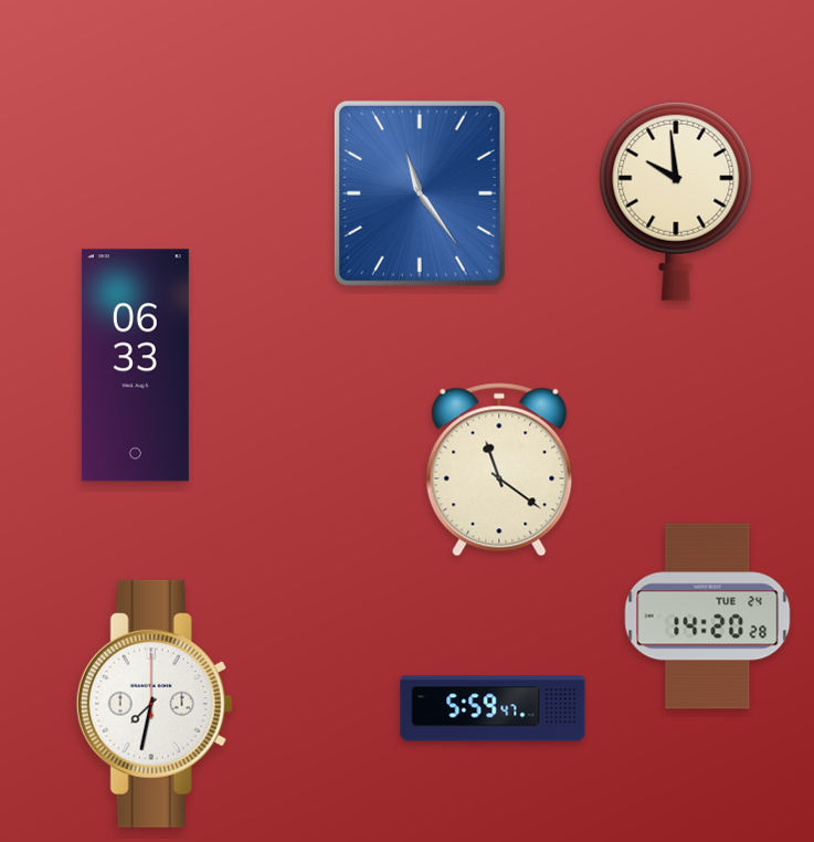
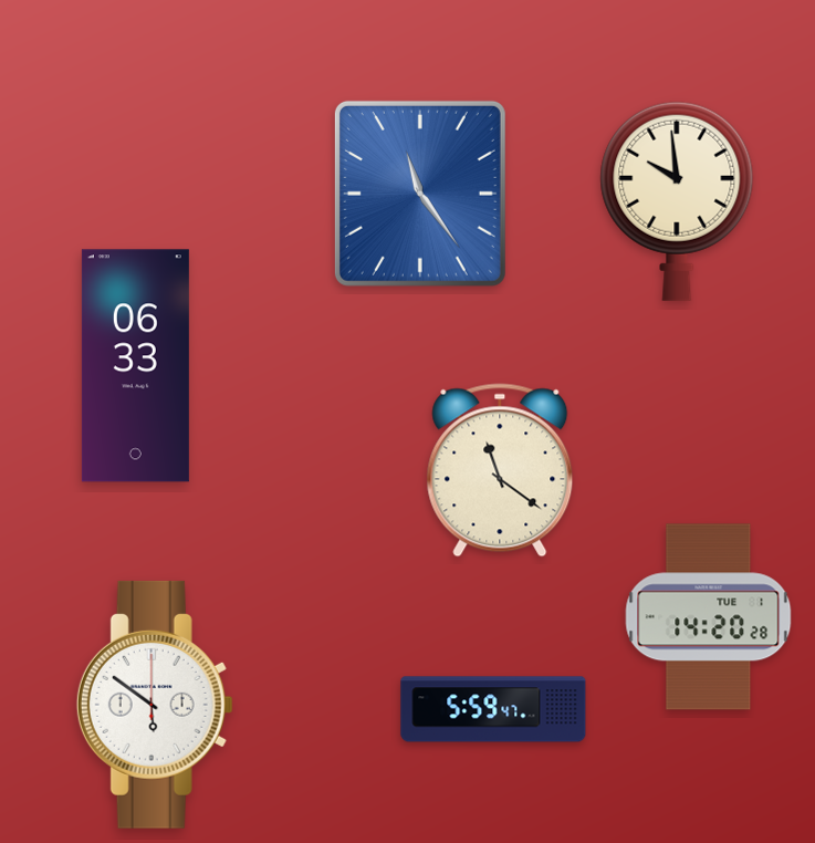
clock at (708, 617) date: TUE 24 -> TUE 1
clock at (155, 704): 7:32 -> 5:51
